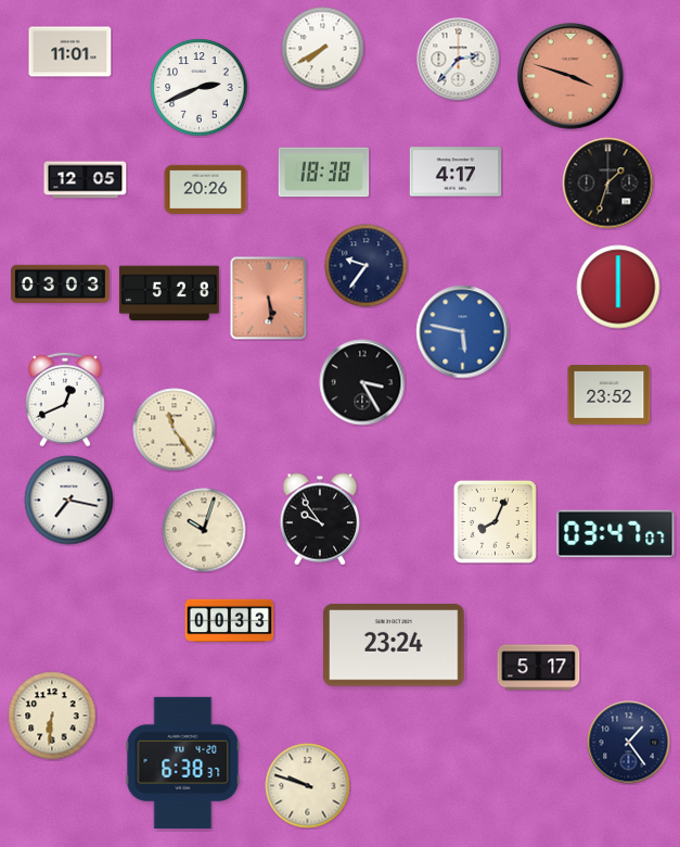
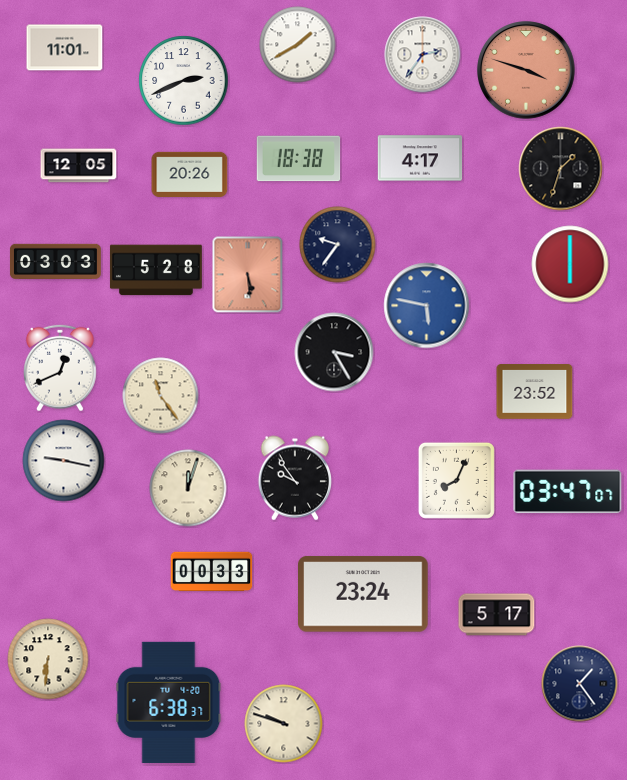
clock at (323, 49): 7:40 -> 1:40
clock at (459, 60): 2:37 -> 2:36
clock at (610, 395) position: (610, 395) -> (535, 392)
clock at (69, 501): 7:17 -> 9:17
clock at (204, 530): 10:03 -> 12:03
